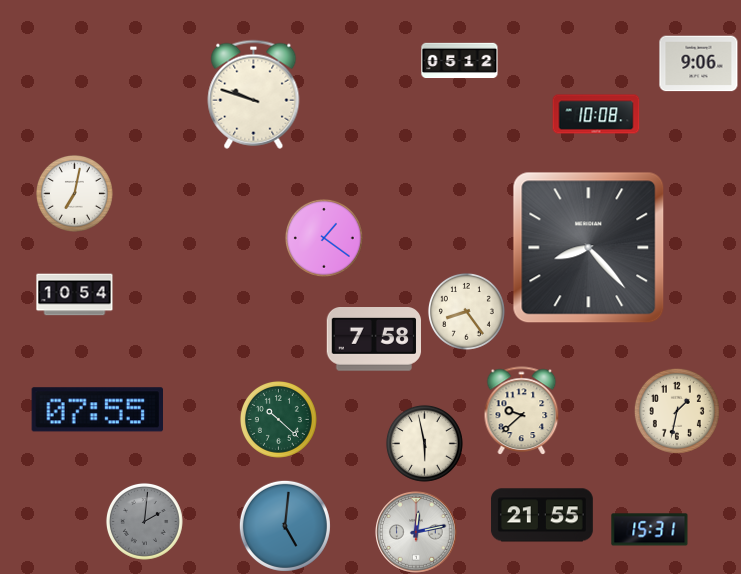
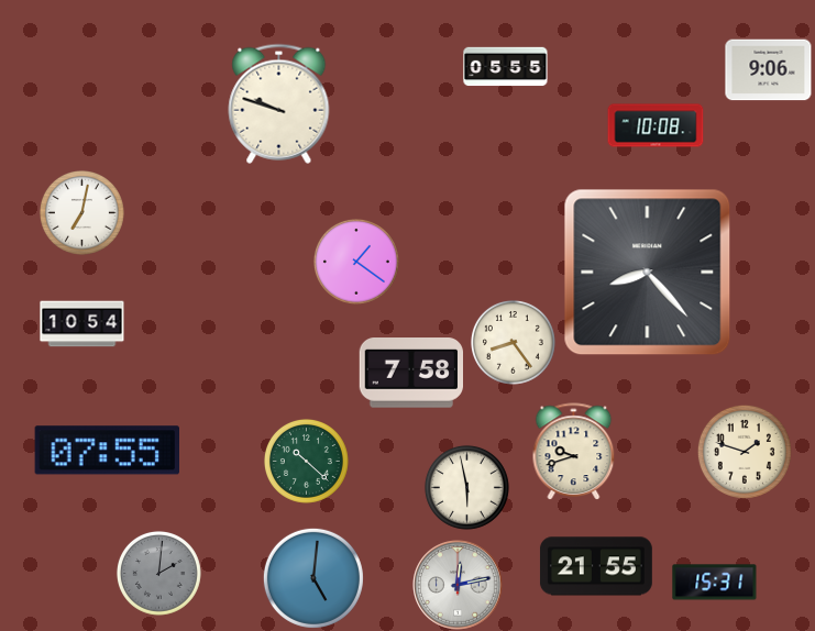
clock at (460, 61): 05:12 -> 05:55
clock at (522, 411): 9:38 -> 9:42
clock at (677, 411): 1:32 -> 1:48
